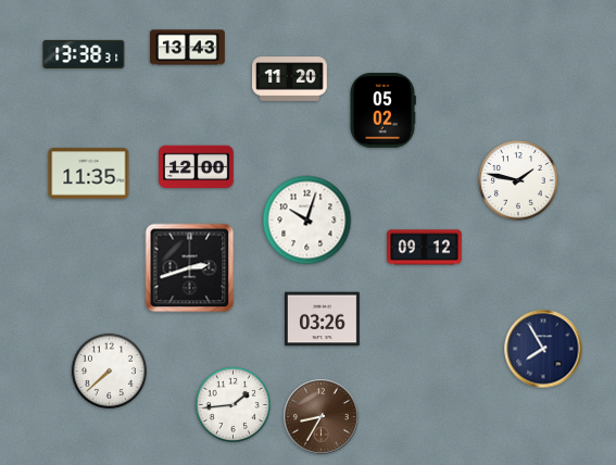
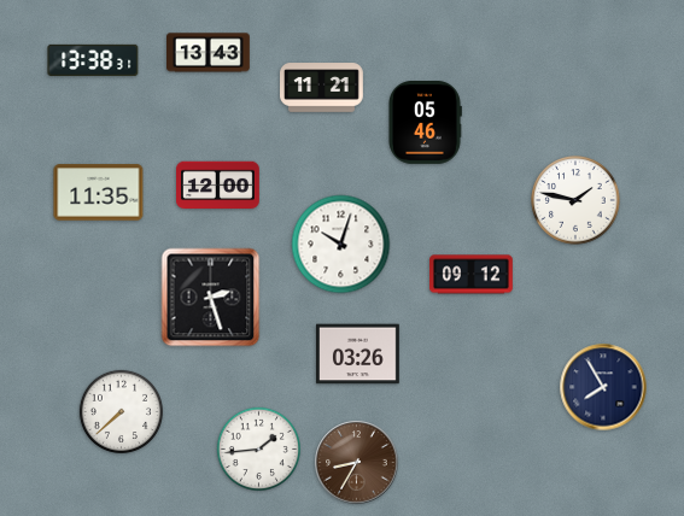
clock at (290, 79): 11:20 -> 11:21
clock at (382, 111): 05:02 -> 05:46
clock at (190, 268): 2:42 -> 2:27
